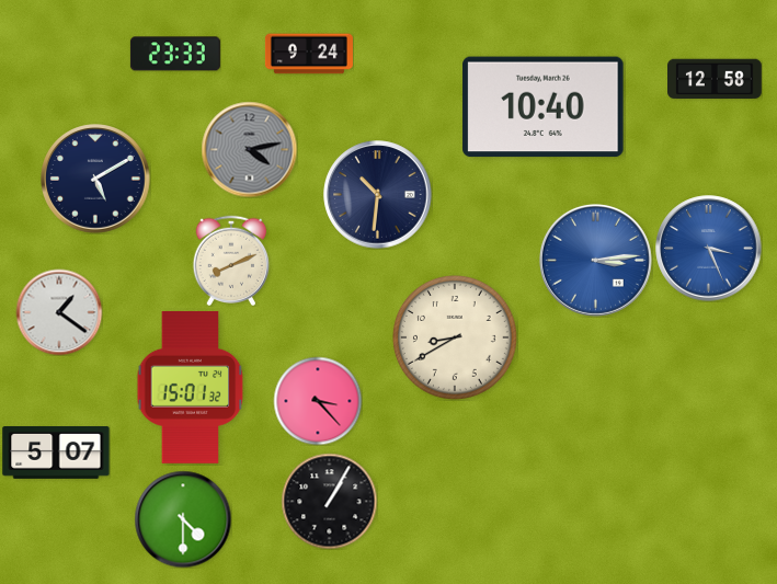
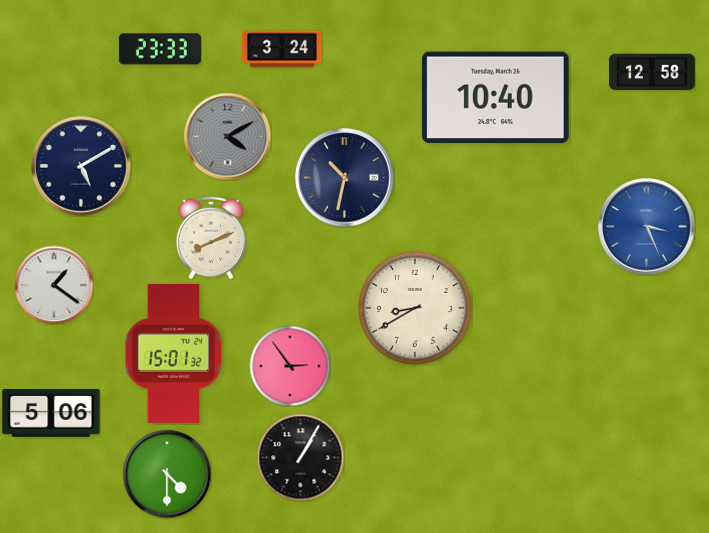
clock at (309, 54): 9:24 -> 3:24
clock at (249, 149): 4:13 -> 4:10
clock at (95, 179) position: (95, 179) -> (81, 166)
clock at (378, 195): 10:31 -> 10:32
clock at (595, 260): 3:14 -> none
clock at (318, 401): 3:23 -> 2:54
clock at (56, 454): 5:07 -> 5:06
